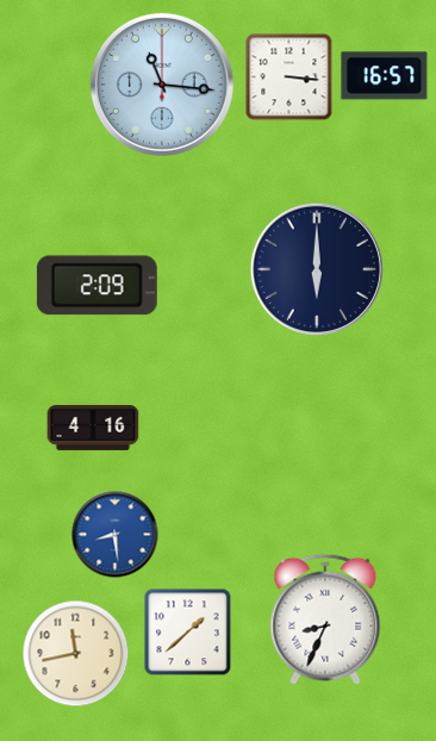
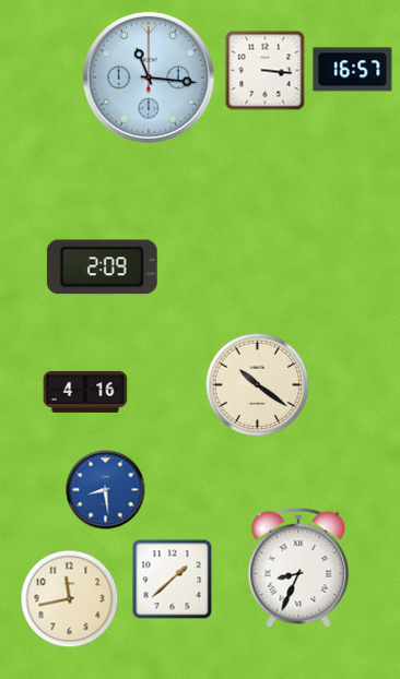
clock at (317, 269): 6:00 -> none
clock at (96, 286) position: (96, 286) -> (102, 267)
clock at (258, 385): none -> 10:21
